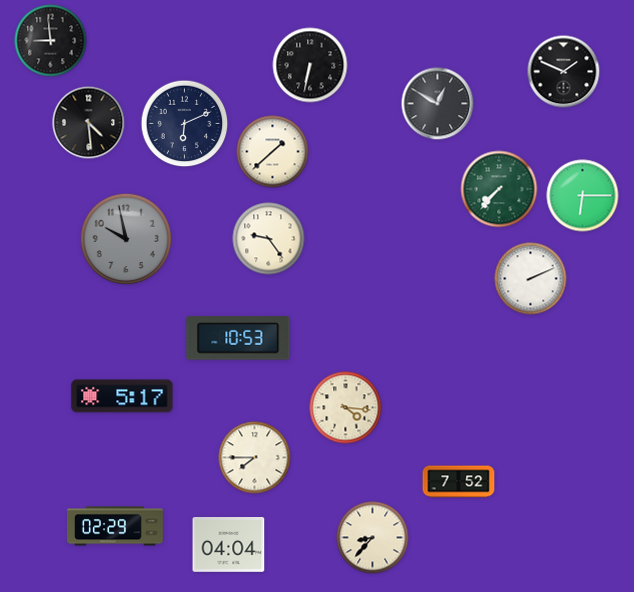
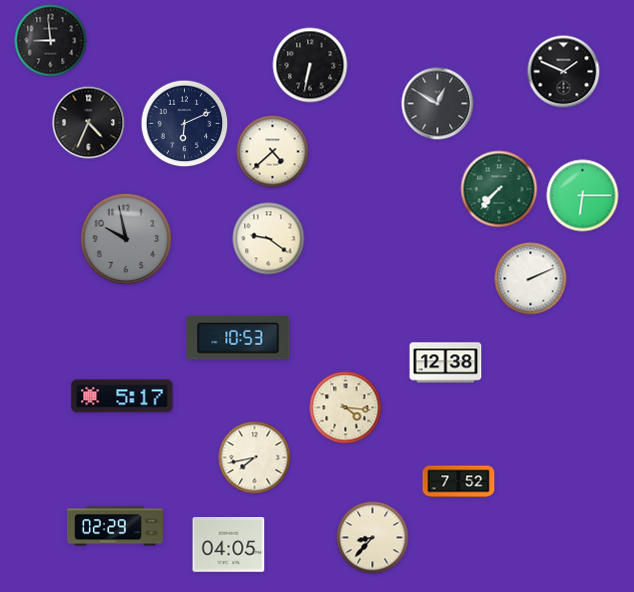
clock at (89, 123): 4:29 -> 4:34
clock at (273, 152): 1:38 -> 4:38
clock at (269, 239): 9:24 -> 9:21
clock at (446, 363): none -> 12:38
clock at (255, 458): 7:45 -> 7:43
clock at (229, 545): 04:04 -> 04:05
